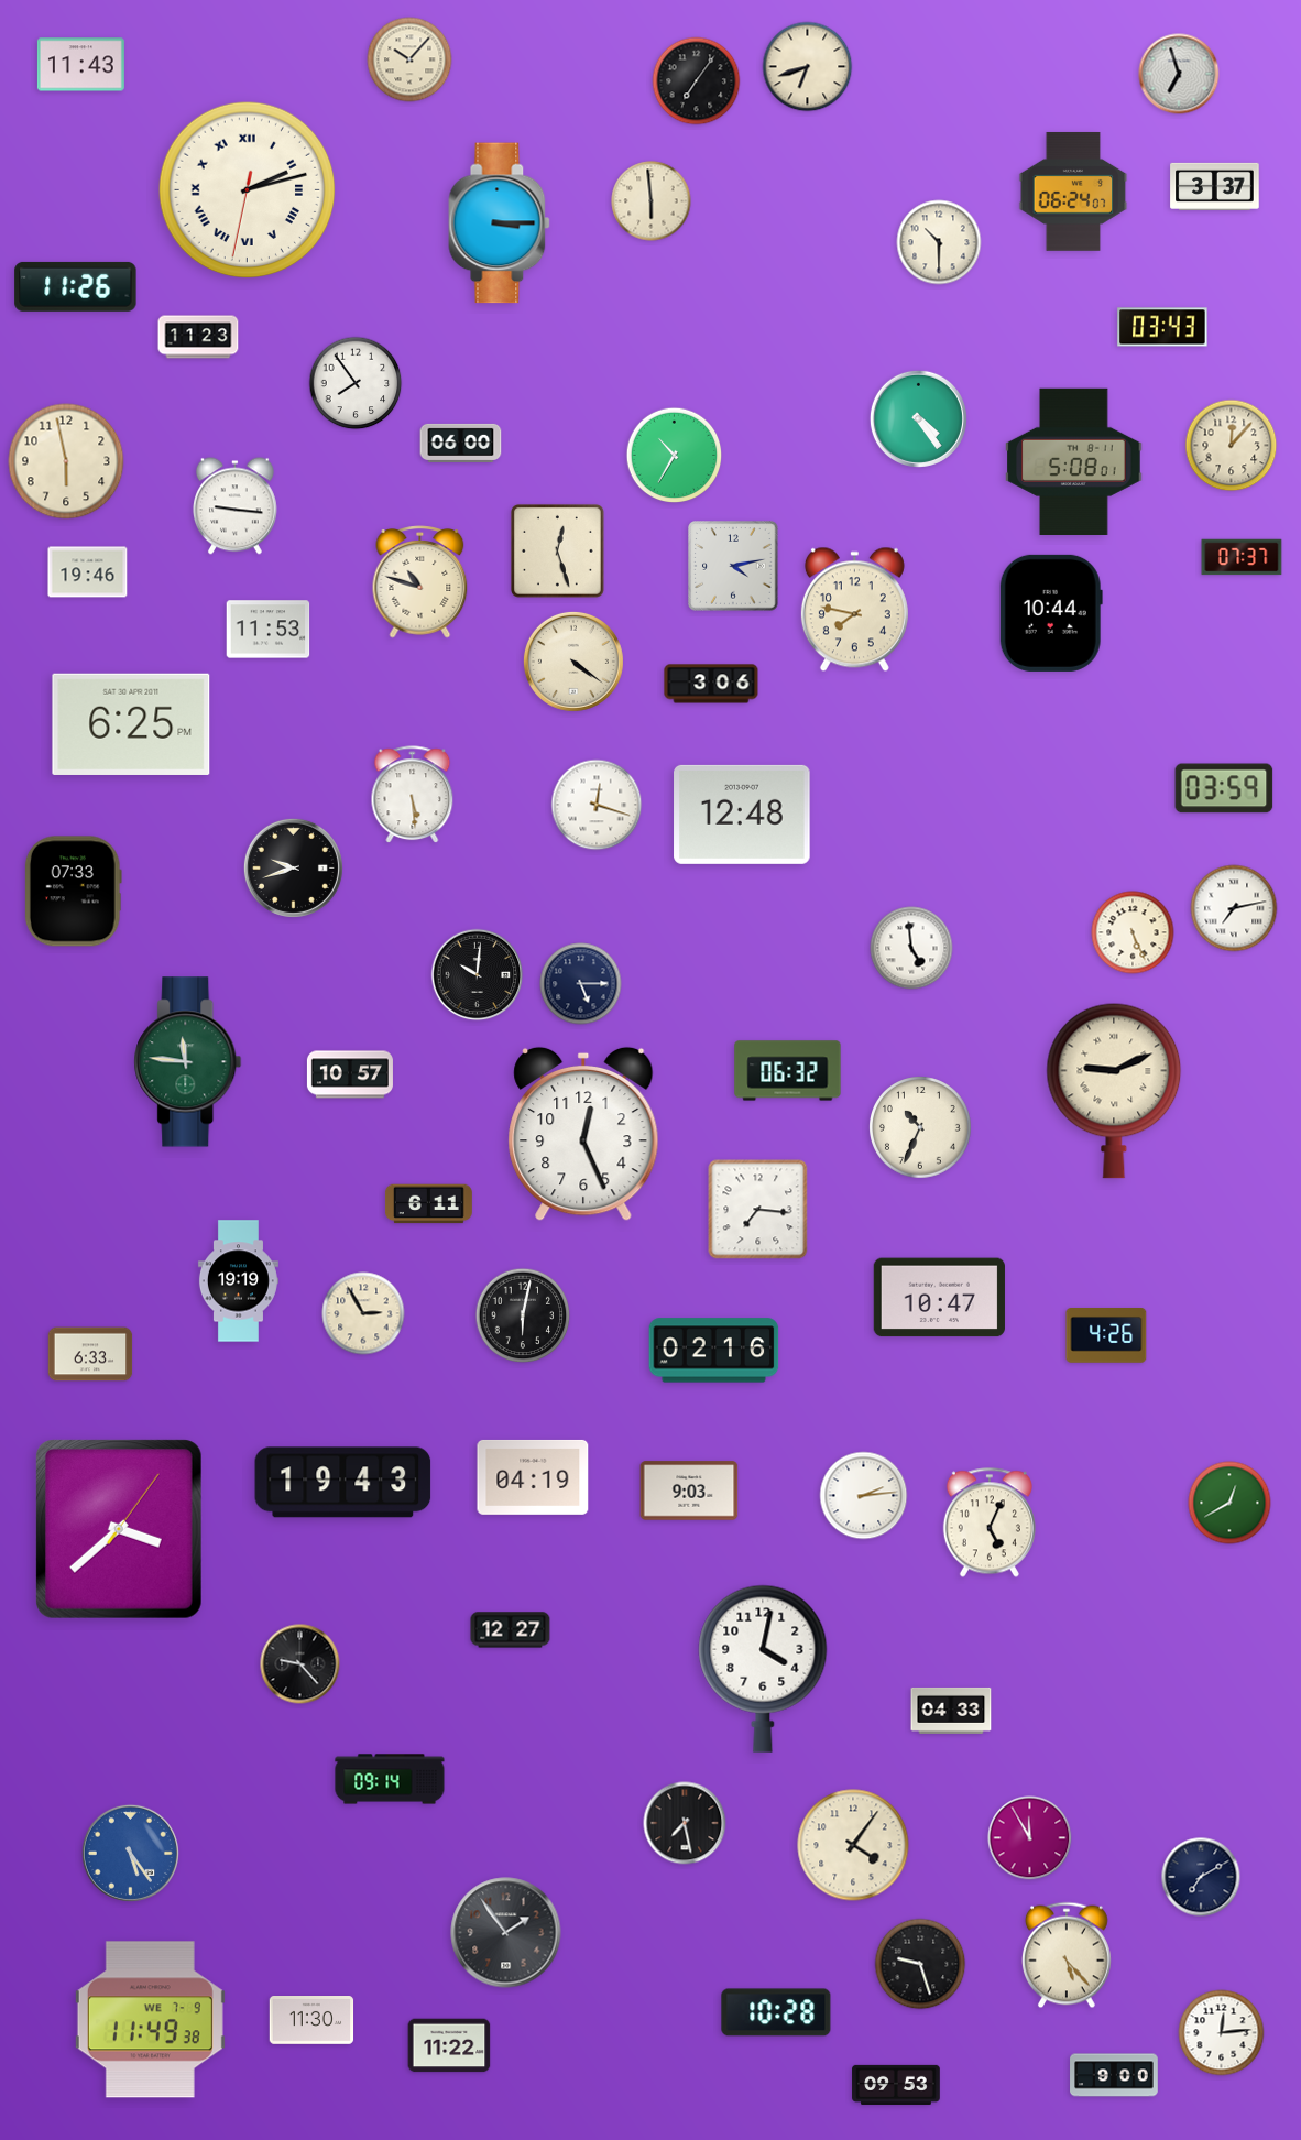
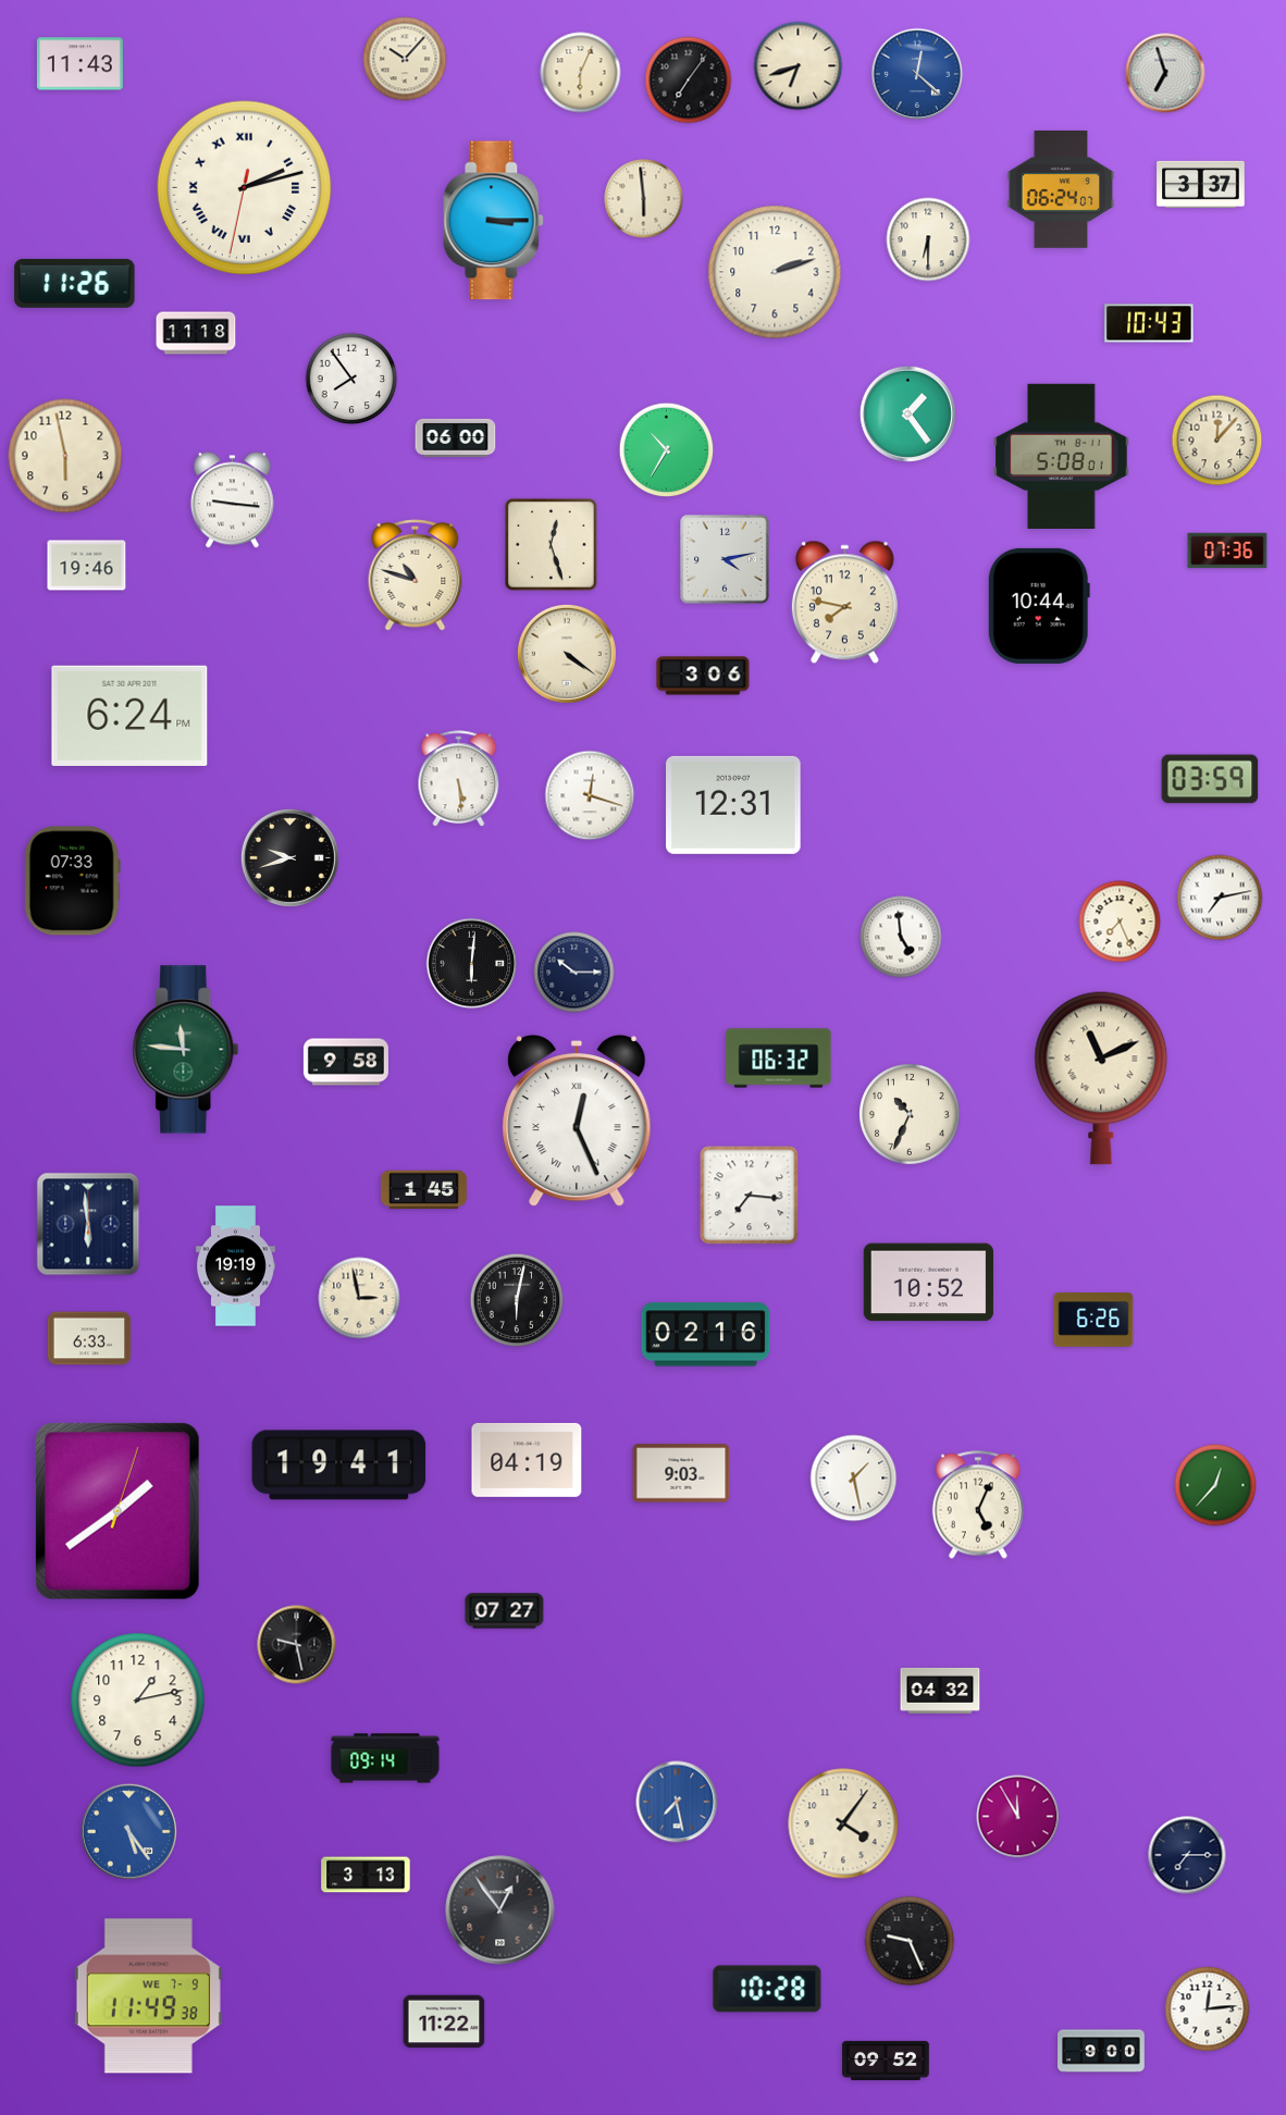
clock at (581, 73): none -> 6:04
clock at (917, 74): none -> 12:22
clock at (939, 242): 10:30 -> 6:30
clock at (775, 272): none -> 2:12
clock at (1162, 327): 03:43 -> 10:43
clock at (198, 337): 11:23 -> 11:18
clock at (918, 418): 4:24 -> 1:24
clock at (1242, 557): 07:37 -> 07:36
clock at (269, 630): 11:53 -> none
clock at (131, 723): 6:25 -> 6:24
clock at (413, 795) position: (413, 795) -> (459, 779)
clock at (742, 815): 12:48 -> 12:31
clock at (1133, 932): 5:26 -> 7:26
clock at (478, 975): 10:01 -> 6:01
clock at (581, 984): 5:15 -> 10:15
clock at (350, 1074): 10:57 -> 9:58
clock at (1114, 1091): 9:11 -> 11:11
clock at (583, 1134) numerals: Arabic -> Roman
clock at (428, 1204): 6:11 -> 1:45
clock at (88, 1224): none -> 5:59
clock at (939, 1298): 10:47 -> 10:52
clock at (363, 1313): 2:55 -> 2:58
clock at (1106, 1336): 4:26 -> 6:26
clock at (343, 1483): 19:43 -> 19:41
clock at (864, 1496): 2:14 -> 1:28
clock at (1229, 1503): 12:40 -> 12:37
clock at (120, 1530): 3:38 -> 1:39
clock at (511, 1630): 12:27 -> 07:27
clock at (300, 1664): 9:23 -> 9:28
clock at (763, 1669): 4:02 -> none
clock at (951, 1711): 04:33 -> 04:32
clock at (138, 1700): none -> 1:13
clock at (685, 1823) dial: black -> blue
clock at (1201, 1877): 7:10 -> 7:15
clock at (366, 1875): none -> 3:13
clock at (506, 1933): 1:54 -> 12:54
clock at (1067, 1955): 5:23 -> none
clock at (920, 1964): 9:27 -> 9:26
clock at (311, 2021): 11:30 -> none
clock at (896, 2085): 09:53 -> 09:52
